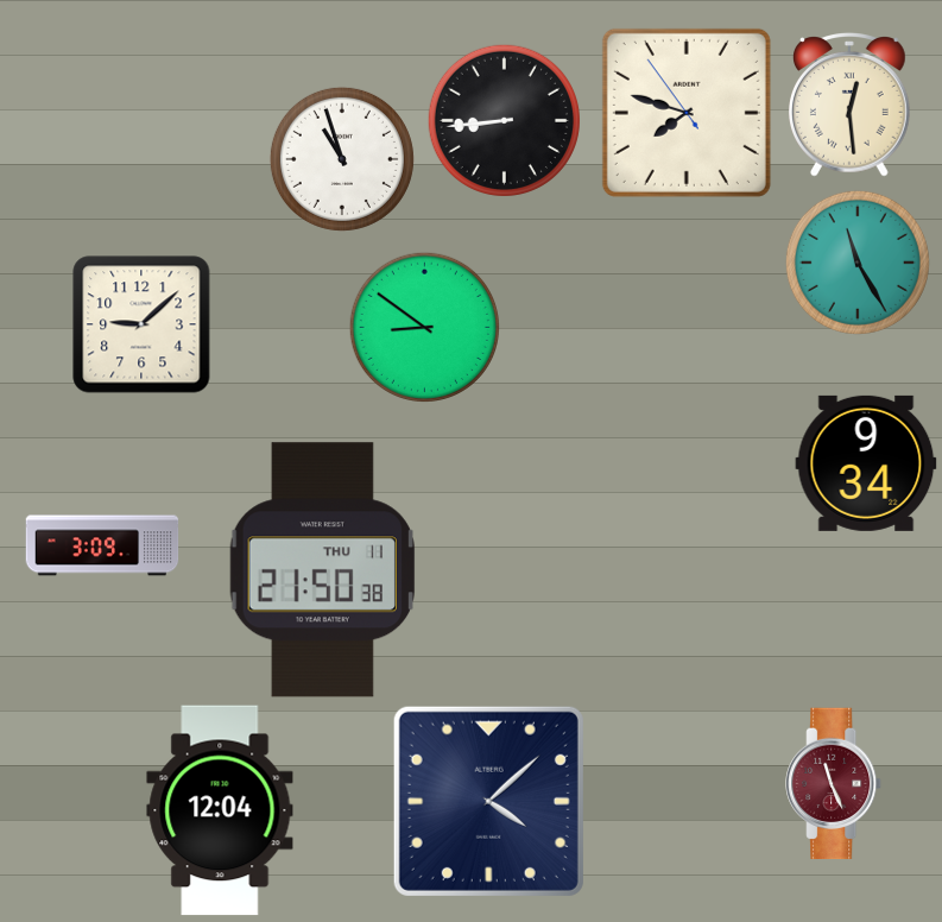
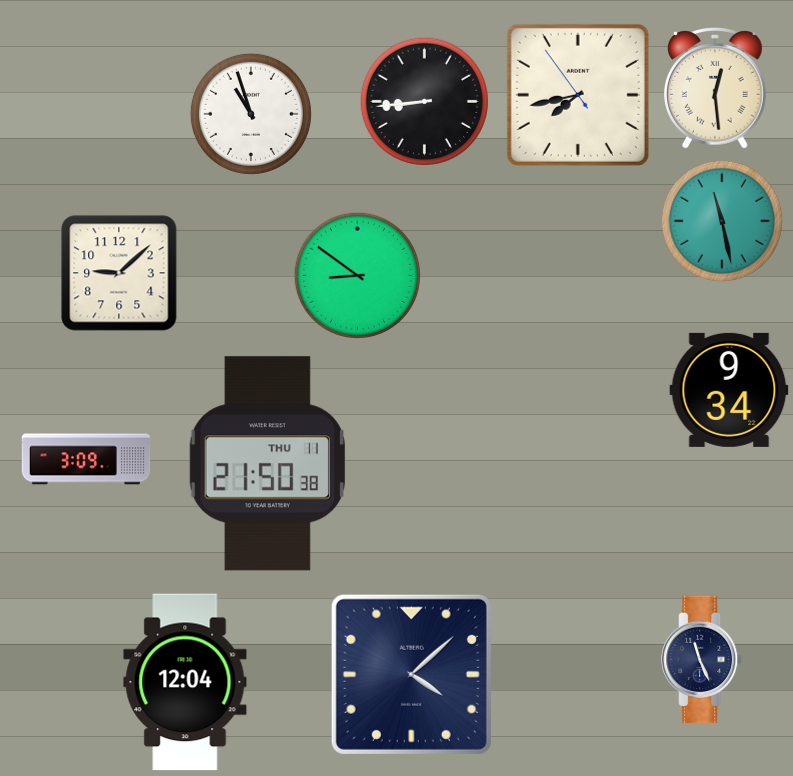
clock at (687, 113): 7:47 -> 7:42
clock at (342, 159) position: (342, 159) -> (251, 114)
clock at (858, 263): 11:25 -> 11:28
clock at (322, 570) position: (322, 570) -> (267, 464)
clock at (834, 784) dial: burgundy -> navy
